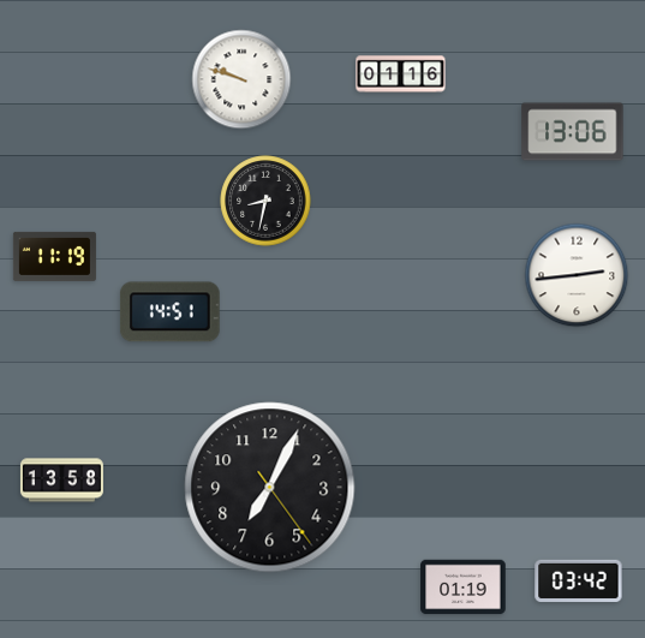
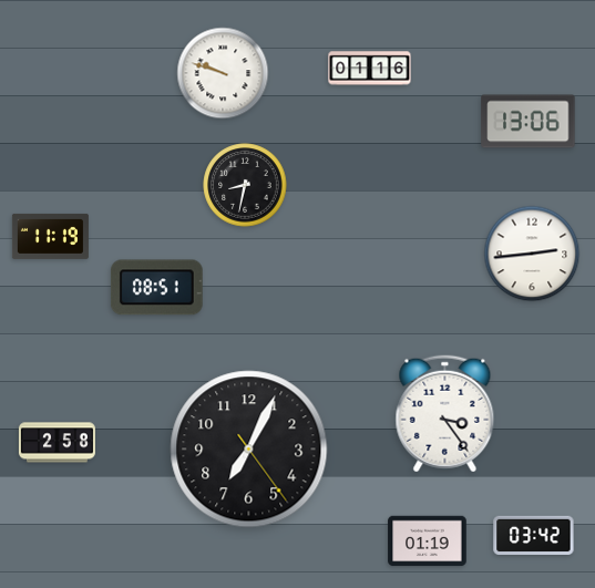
clock at (169, 312): 14:51 -> 08:51
clock at (445, 414): none -> 3:24
clock at (61, 481): 13:58 -> 2:58
